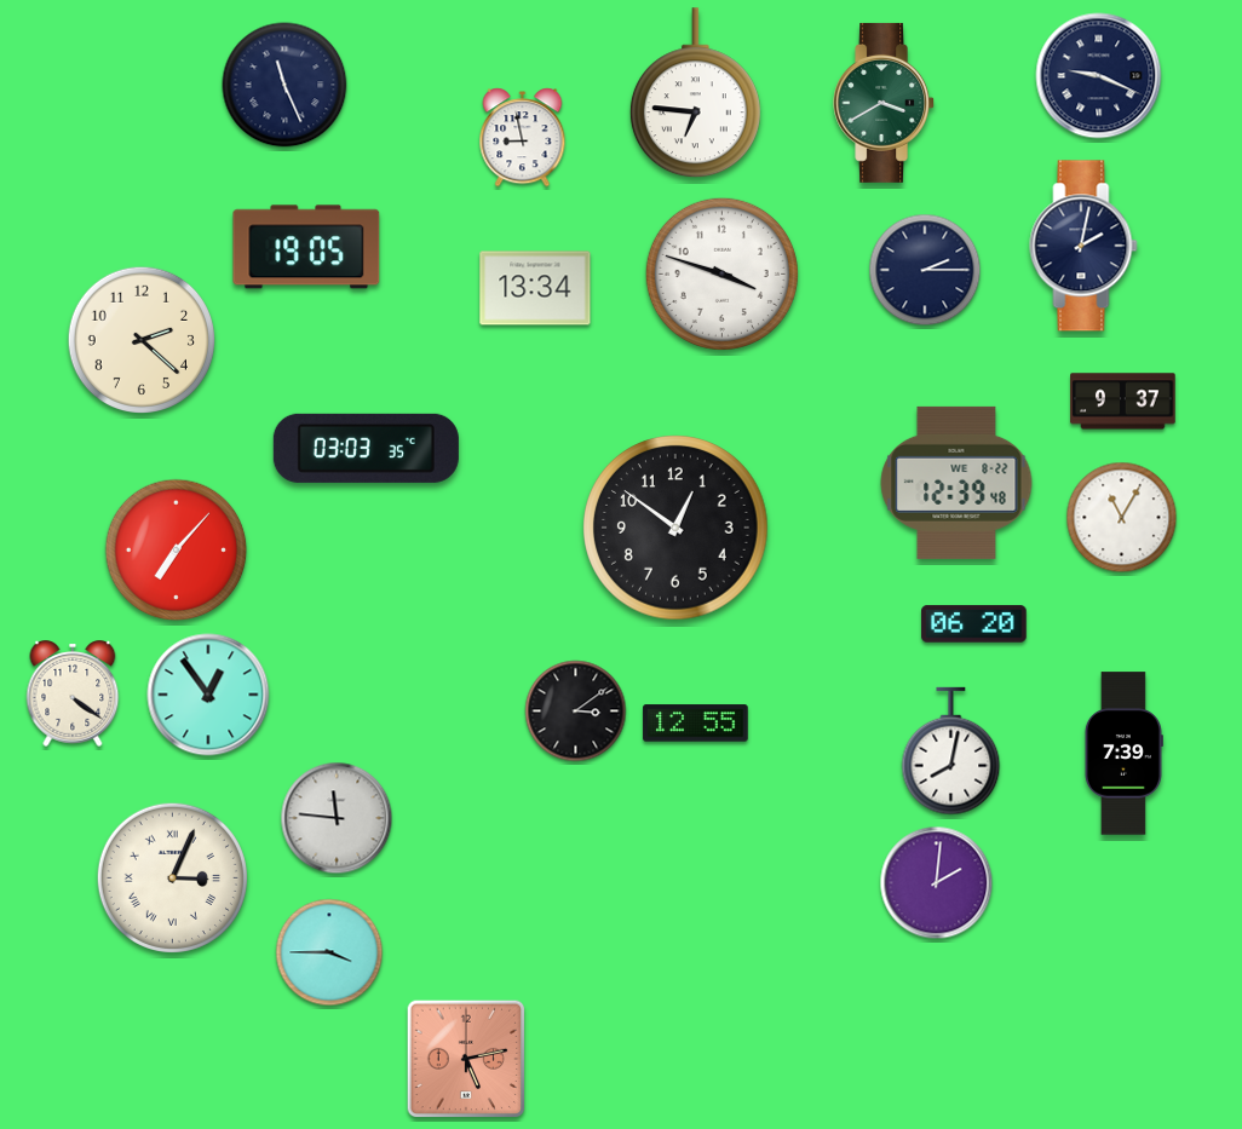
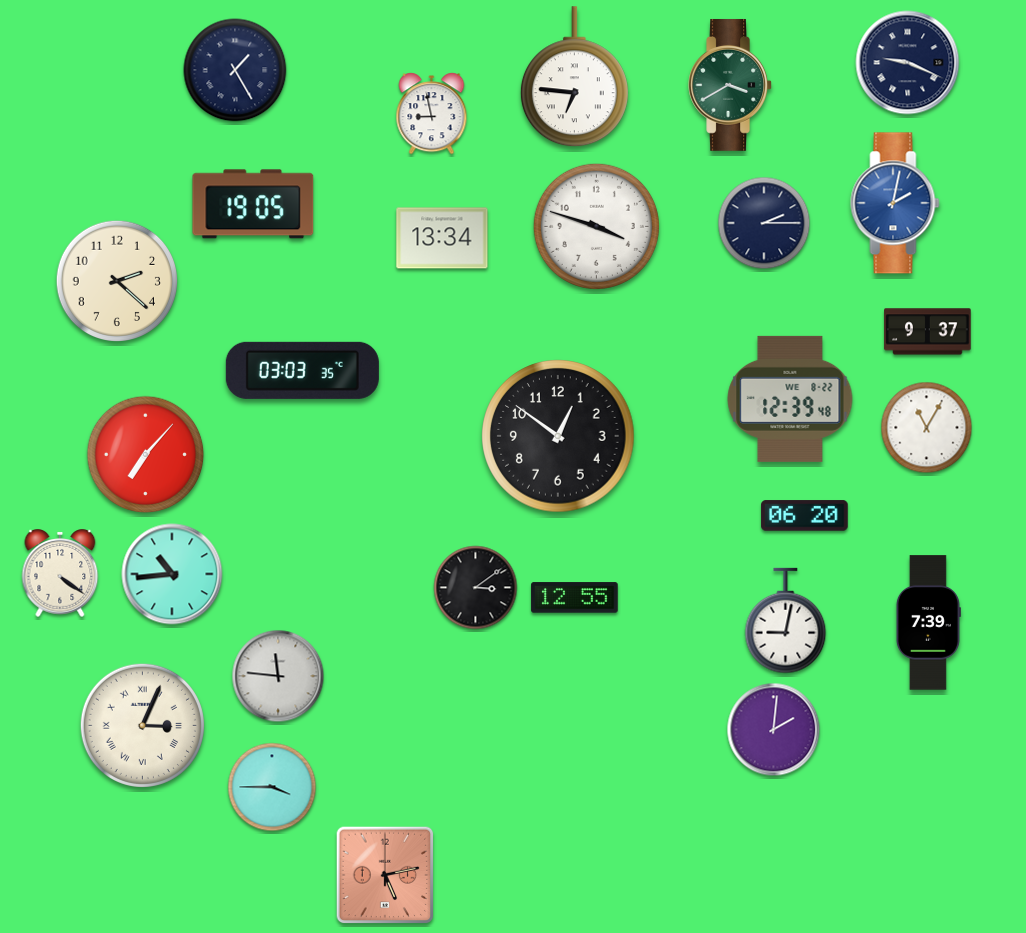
clock at (284, 85): 11:26 -> 1:25
clock at (1083, 246) dial: navy -> blue
clock at (208, 695): 12:54 -> 10:44
clock at (951, 751): 8:02 -> 9:02
